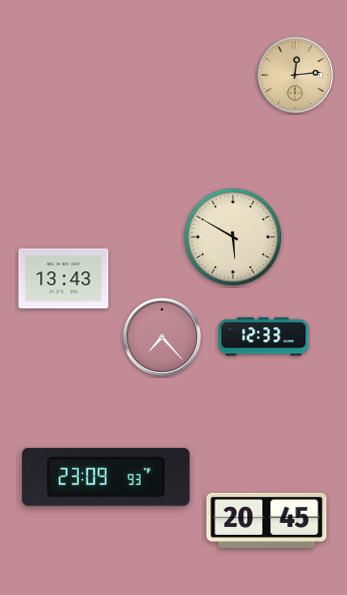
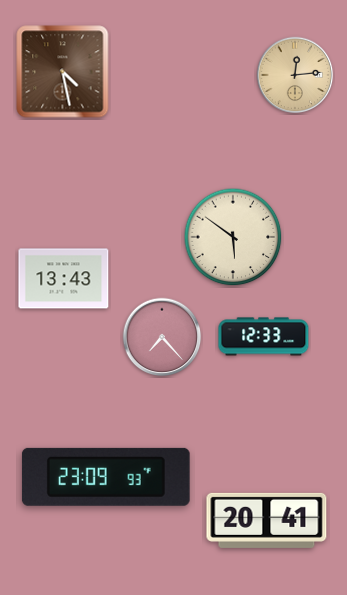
clock at (63, 72): none -> 4:28
clock at (233, 237): 5:50 -> 5:51
clock at (267, 520): 20:45 -> 20:41
